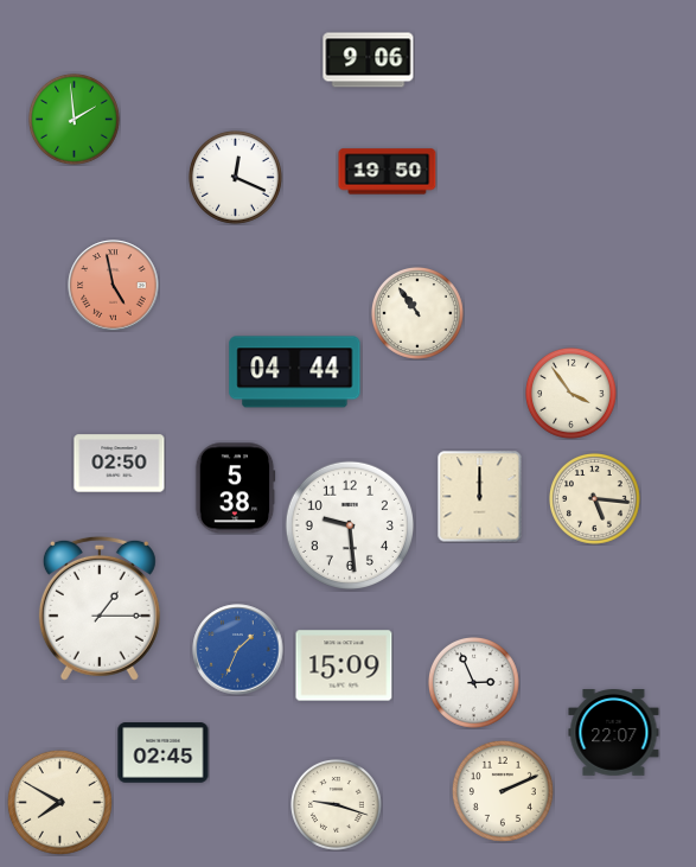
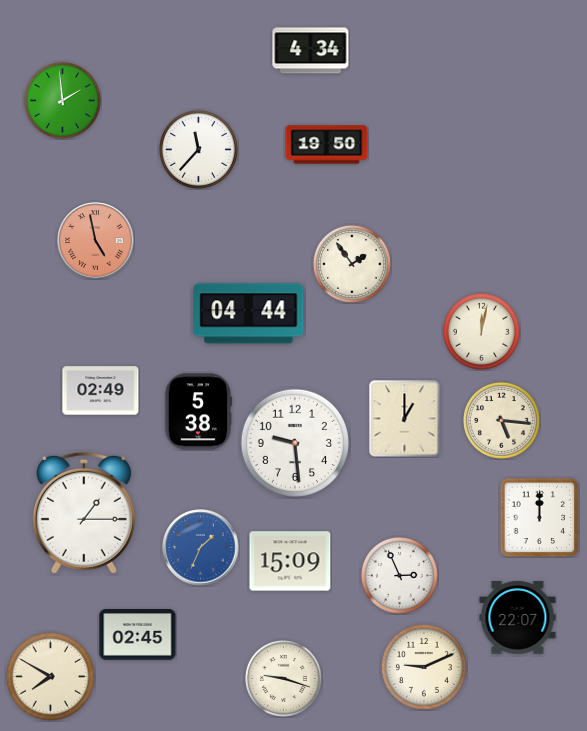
clock at (369, 60): 9:06 -> 4:34
clock at (235, 177): 12:19 -> 11:37
clock at (417, 313): 10:54 -> 1:54
clock at (572, 394): 3:54 -> 12:02
clock at (120, 464): 02:50 -> 02:49
clock at (480, 497): 12:00 -> 1:00
clock at (539, 517): none -> 12:00
clock at (503, 791): 2:11 -> 9:11
